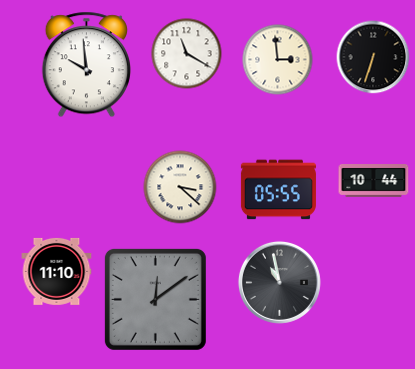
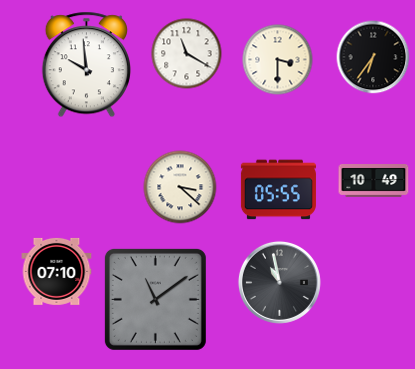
clock at (373, 57): 6:33 -> 6:36
clock at (278, 60): 2:59 -> 3:30
clock at (374, 181): 10:44 -> 10:49
clock at (57, 271): 11:10 -> 07:10
clock at (155, 299): 12:09 -> 11:09
